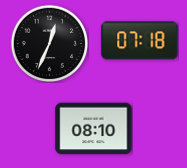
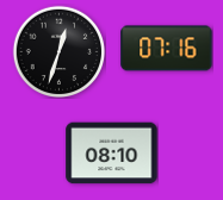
clock at (140, 41): 07:18 -> 07:16
clock at (49, 43): 12:34 -> 12:33
